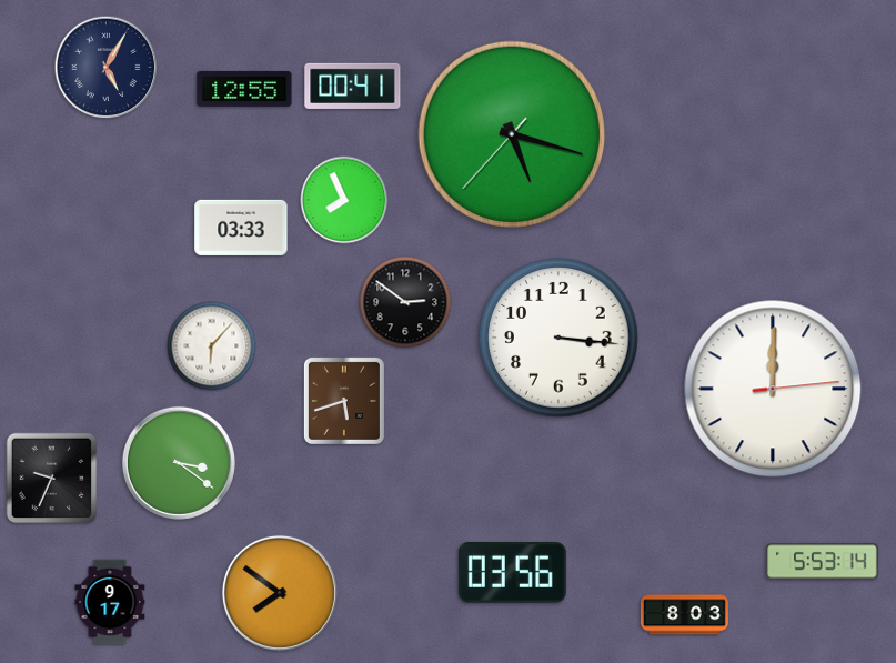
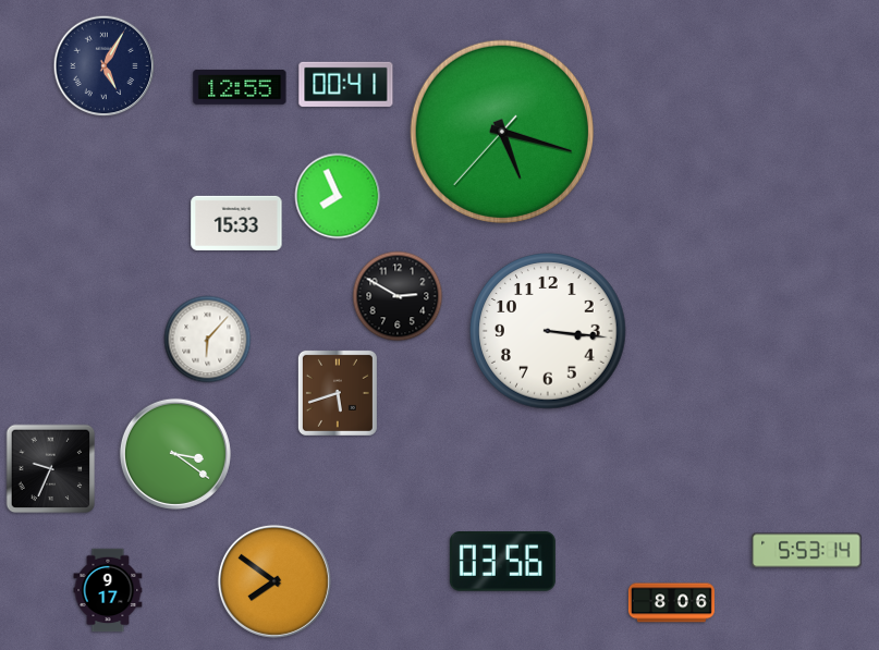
clock at (241, 228): 03:33 -> 15:33
clock at (405, 302): 2:51 -> 2:50
clock at (773, 389): 12:00 -> none
clock at (684, 615): 8:03 -> 8:06
